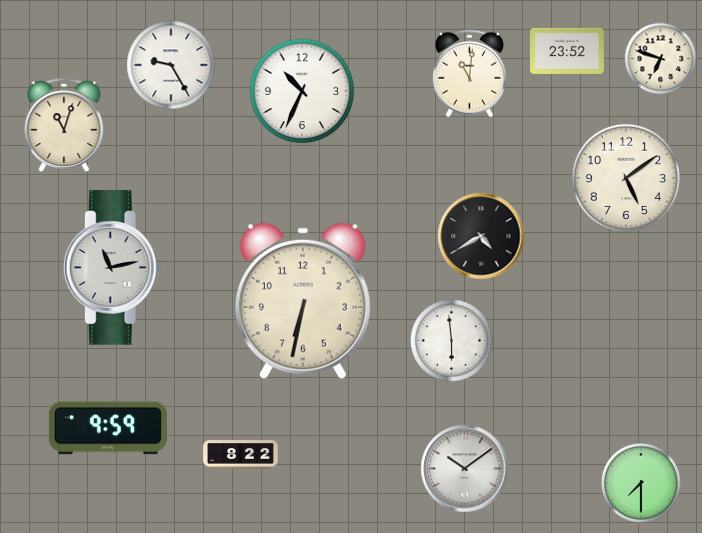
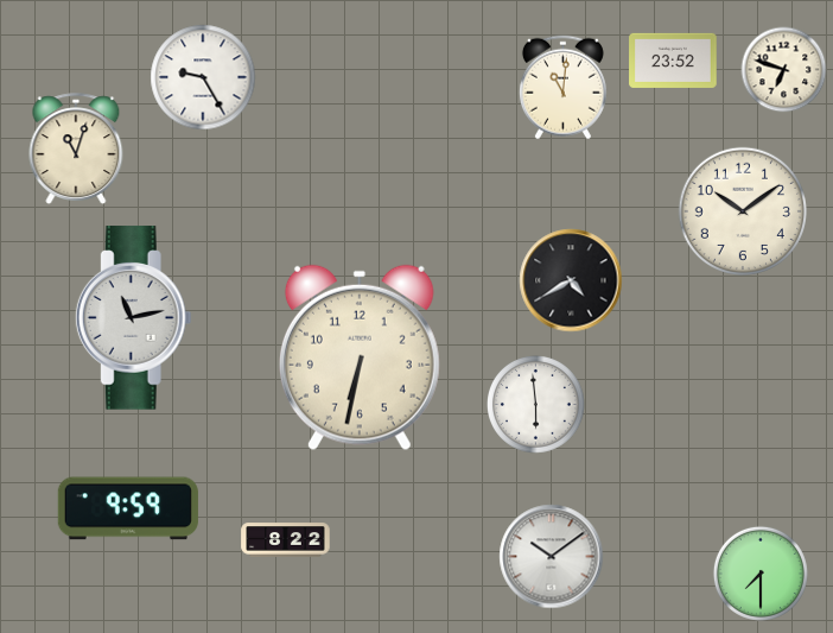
clock at (469, 74) position: (469, 74) -> (562, 88)
clock at (302, 91): 10:34 -> none
clock at (625, 177): 5:09 -> 10:09
